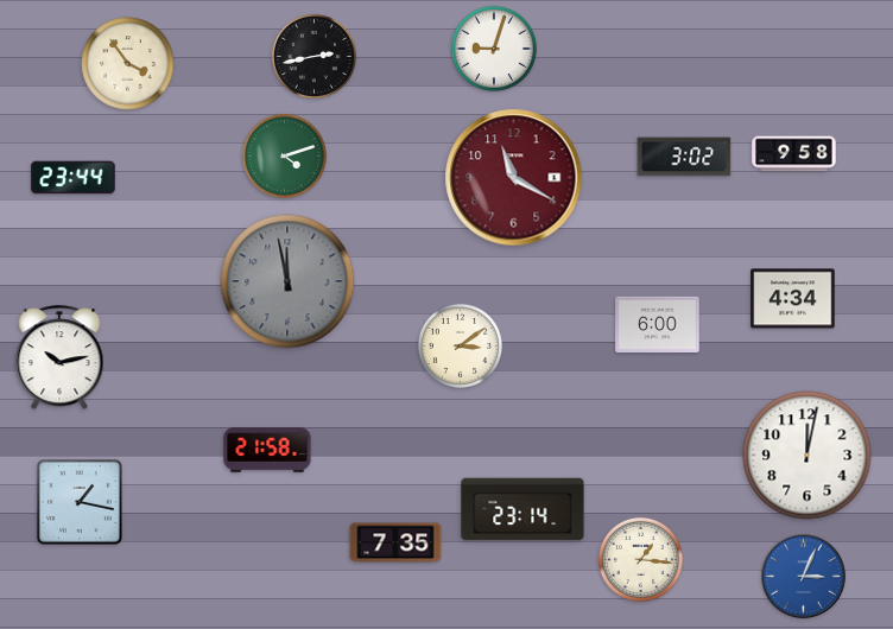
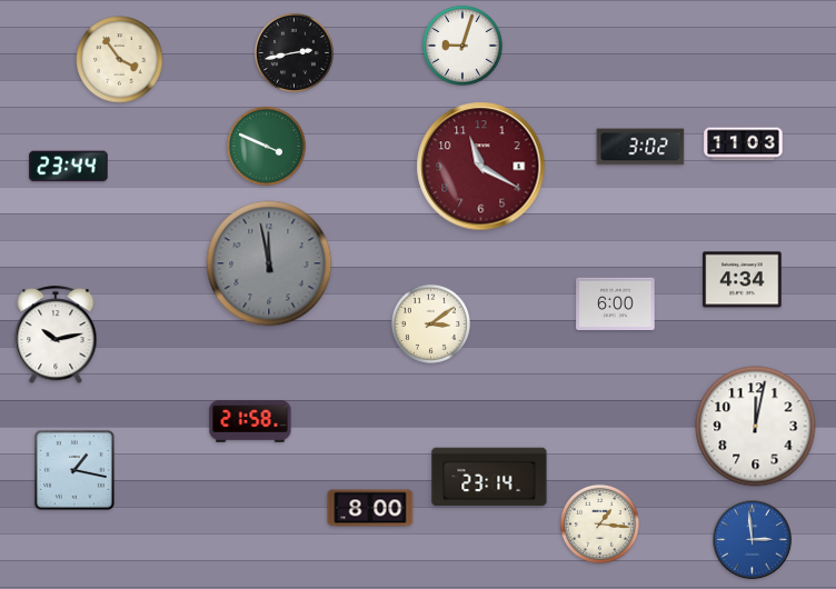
clock at (794, 154): 9:58 -> 11:03
clock at (284, 155): 4:12 -> 3:49
clock at (395, 542): 7:35 -> 8:00
clock at (804, 577): 3:04 -> 2:59
